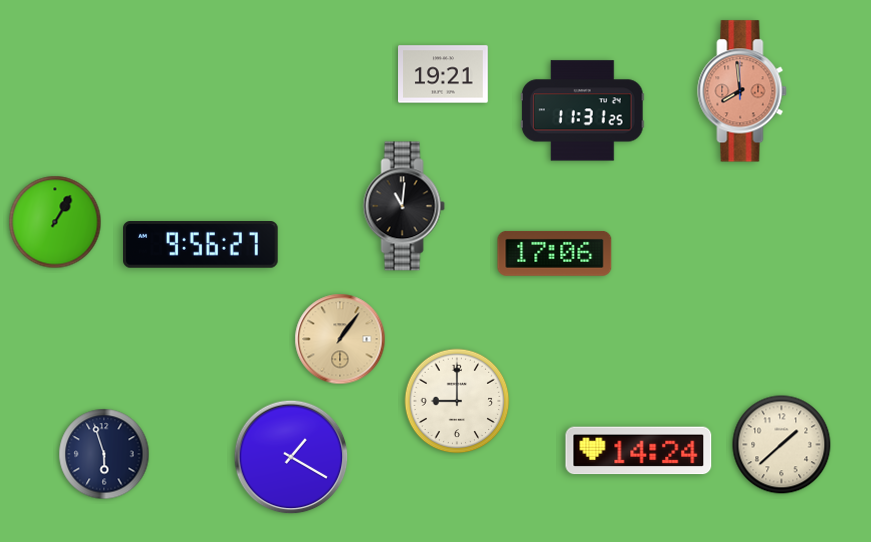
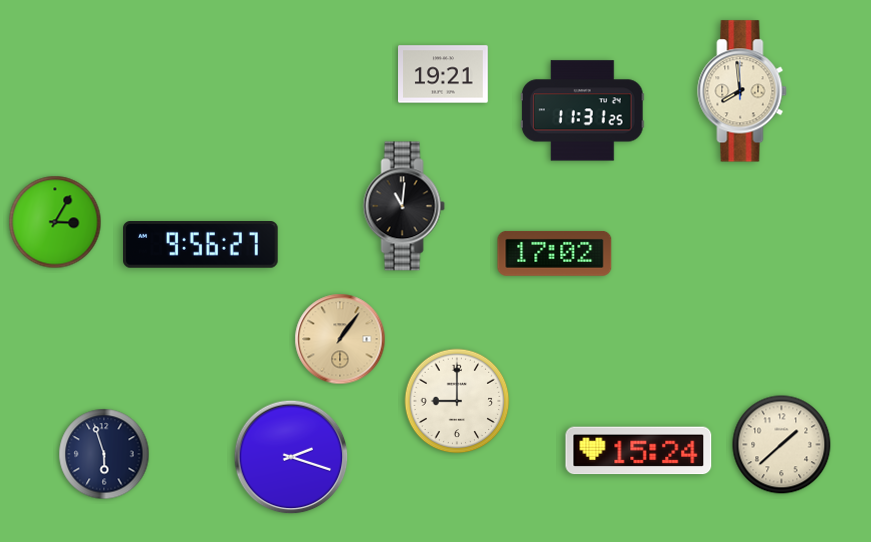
clock at (742, 91) dial: salmon -> cream
clock at (55, 222): 1:05 -> 3:05
clock at (555, 253): 17:06 -> 17:02
clock at (639, 451): 14:24 -> 15:24
clock at (291, 457): 1:20 -> 2:18
